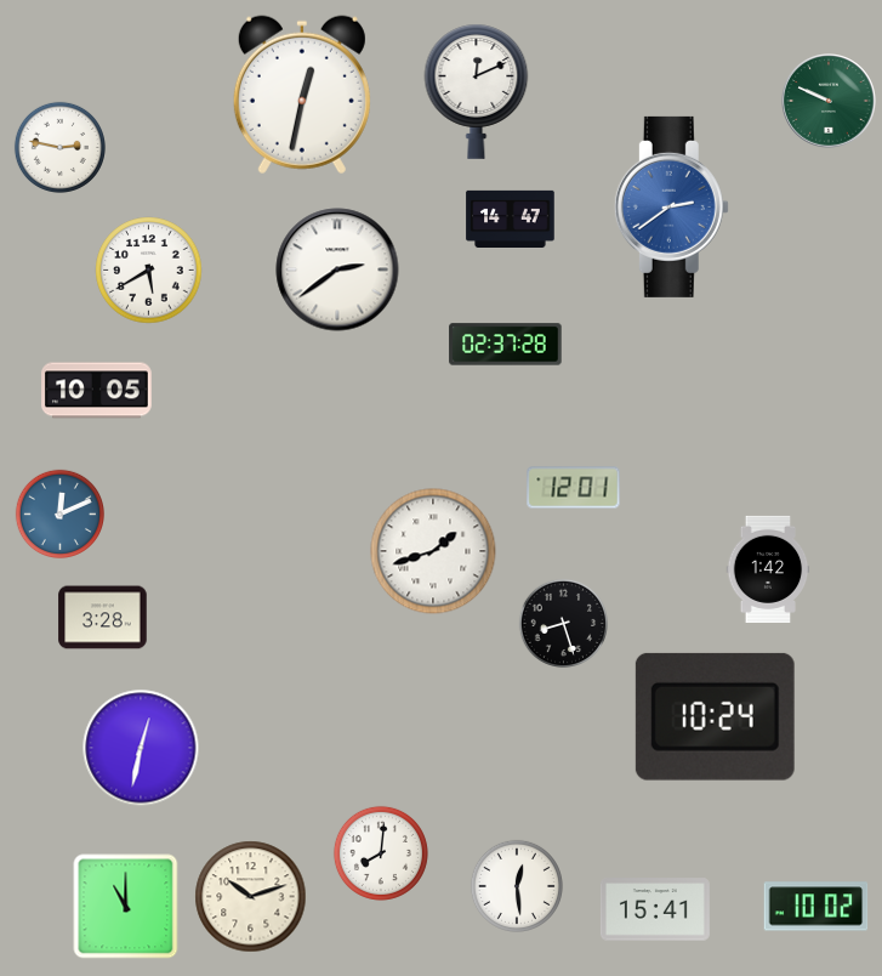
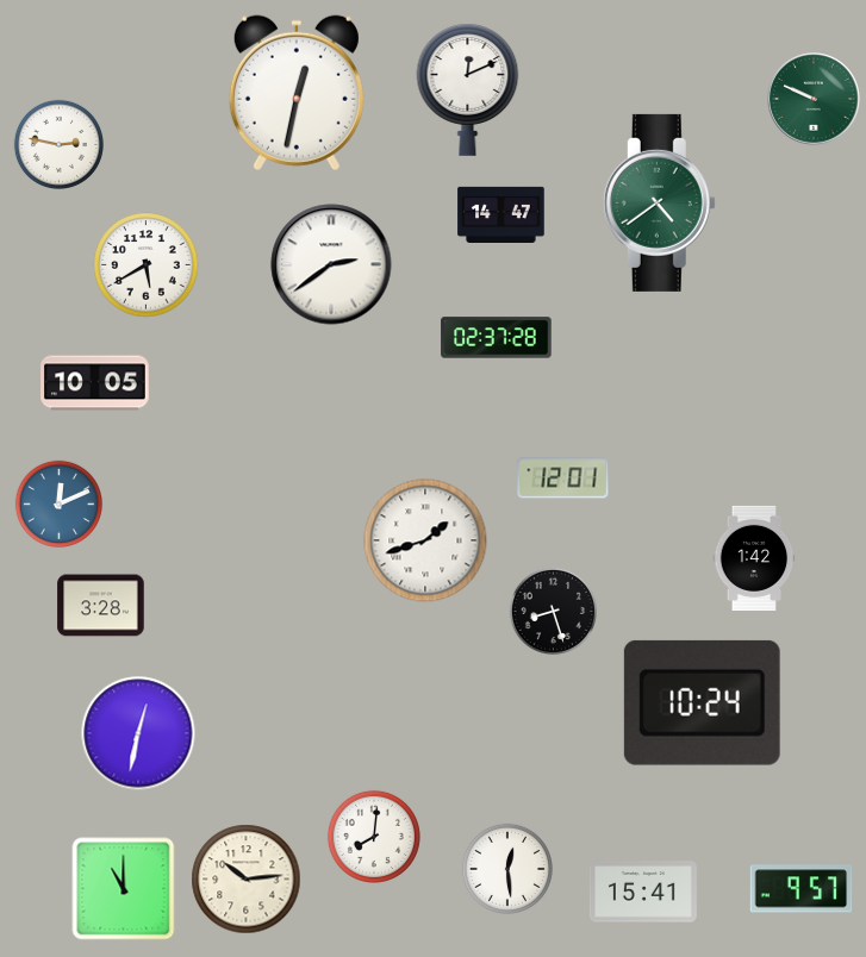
clock at (671, 206): 2:39 -> 4:39
clock at (671, 206) dial: blue -> green
clock at (251, 897): 10:12 -> 10:14
clock at (816, 907): 10:02 -> 9:57
